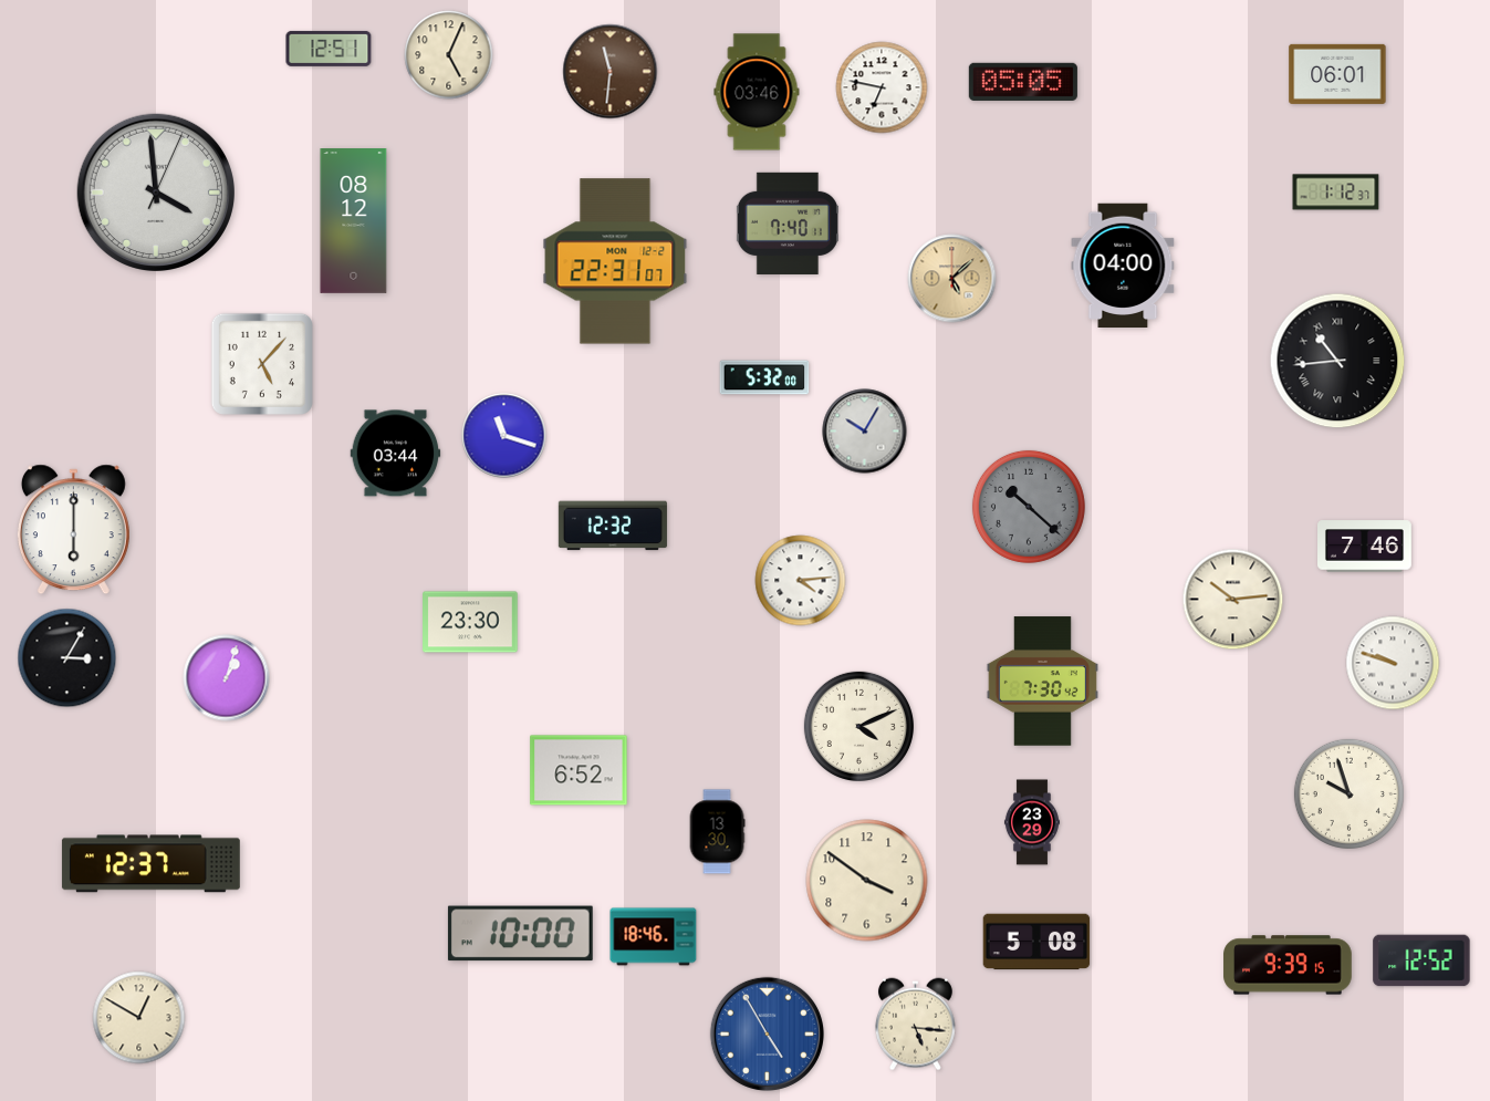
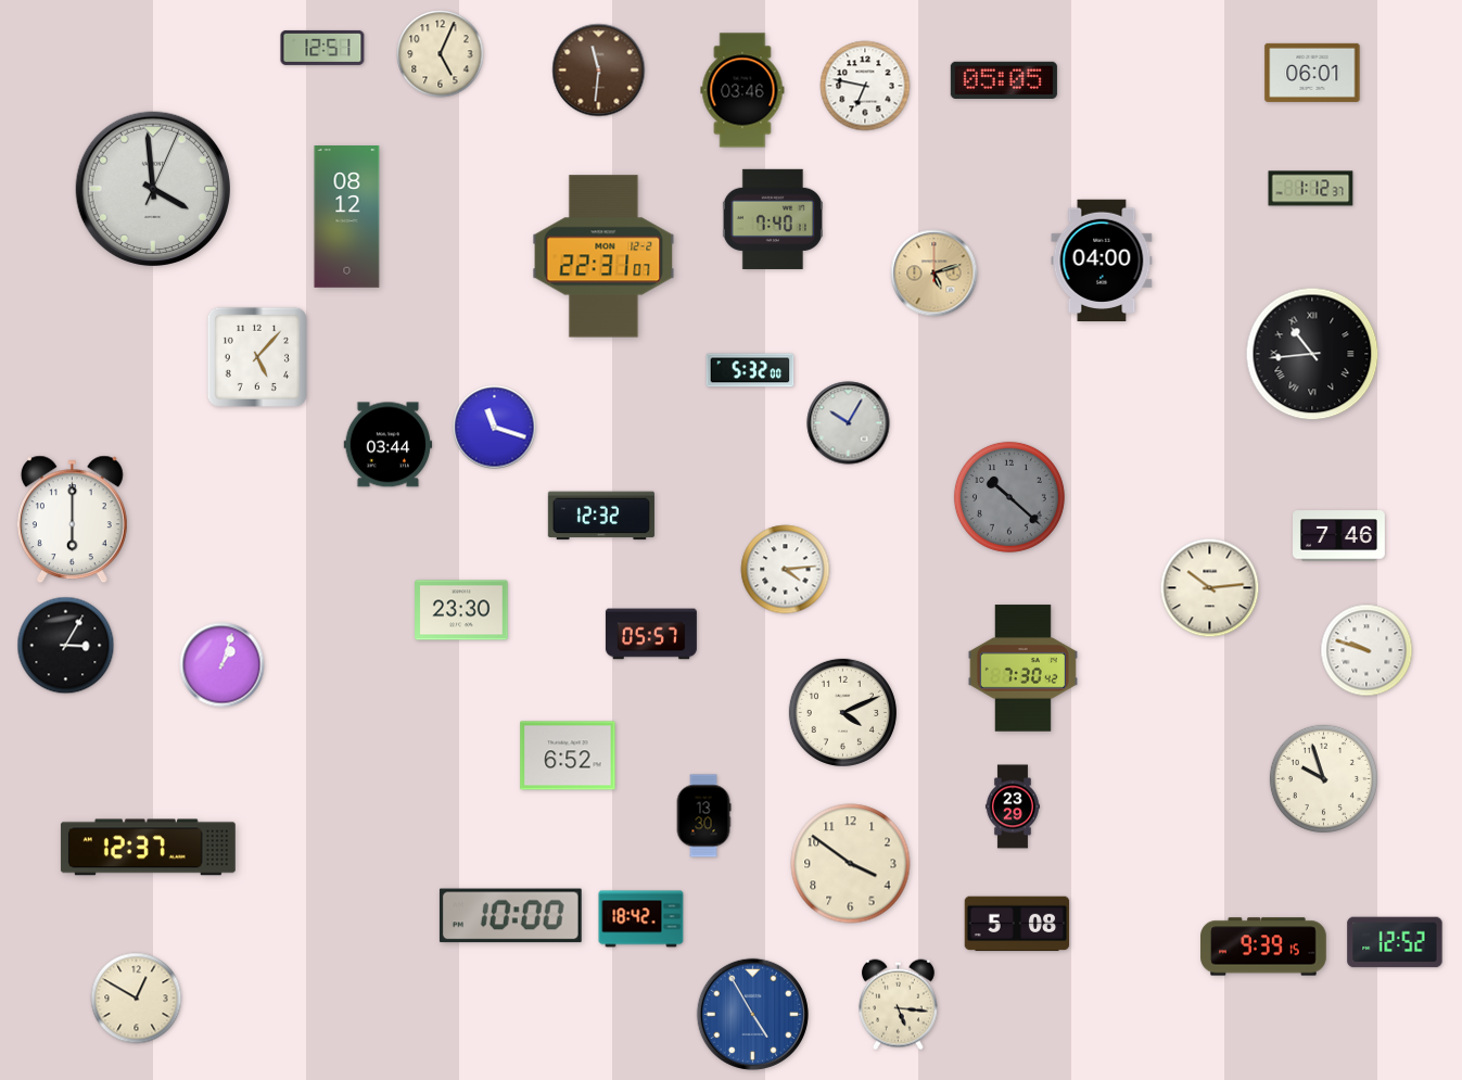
clock at (952, 279): 5:08 -> 5:12
clock at (651, 634): none -> 05:57
clock at (654, 937): 18:46 -> 18:42
